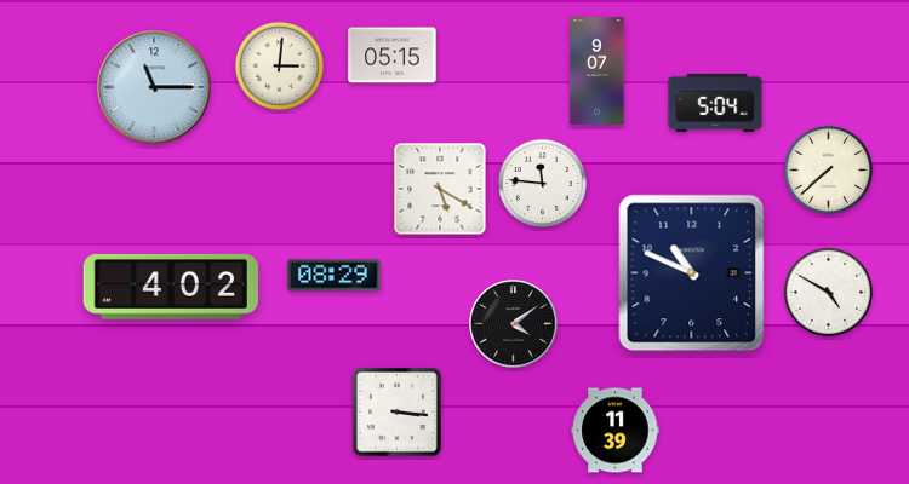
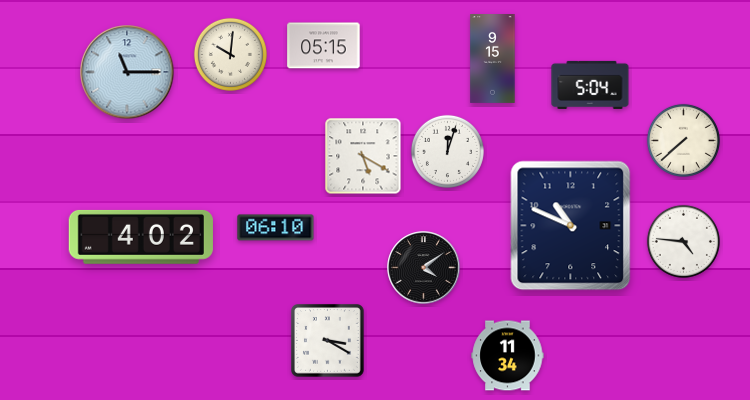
clock at (279, 65): 3:01 -> 10:01
clock at (598, 71): 9:07 -> 9:15
clock at (542, 183): 11:46 -> 12:03
clock at (335, 276): 08:29 -> 06:10
clock at (828, 292): 4:50 -> 4:46
clock at (398, 413): 3:16 -> 3:20
clock at (616, 431): 11:39 -> 11:34
